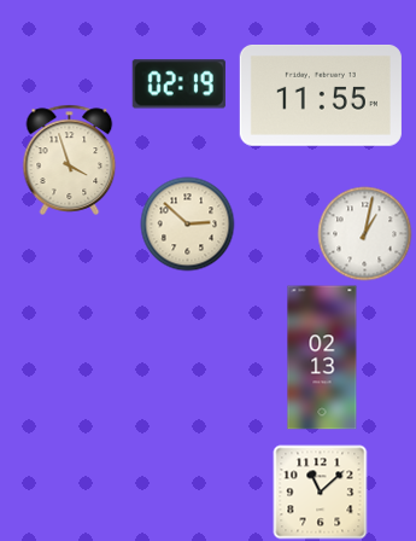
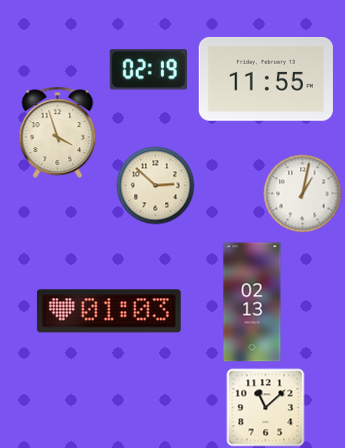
clock at (322, 357) position: (322, 357) -> (252, 302)
clock at (109, 311): none -> 01:03
